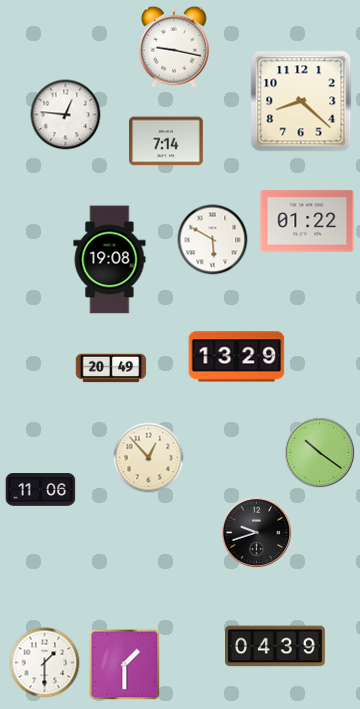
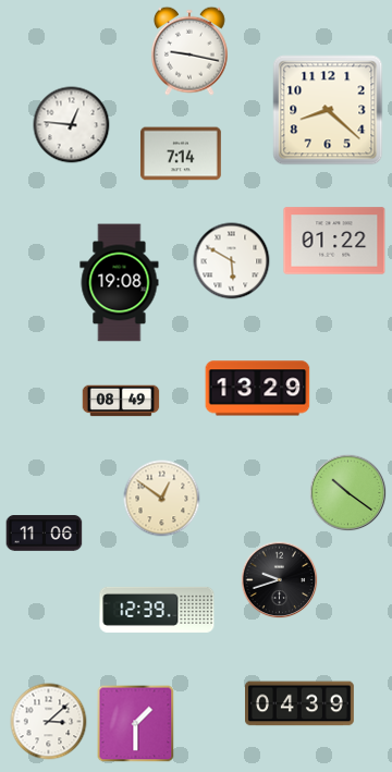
clock at (111, 368): 20:49 -> 08:49
clock at (149, 458): 12:53 -> 12:51
clock at (157, 610): none -> 12:39
clock at (45, 663): 1:30 -> 3:08
